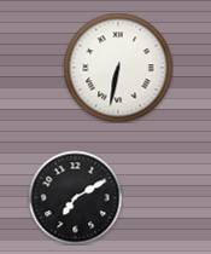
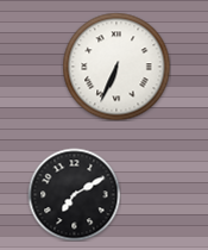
clock at (118, 68): 6:32 -> 6:34
